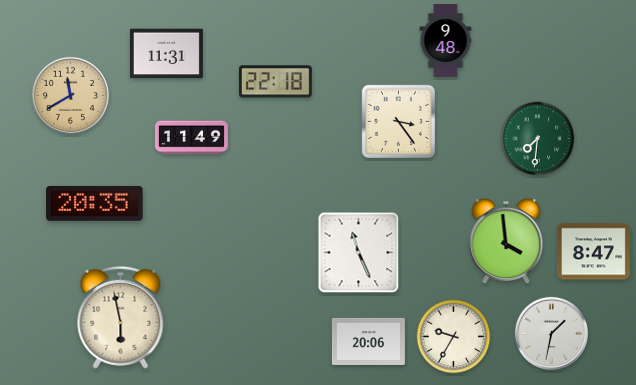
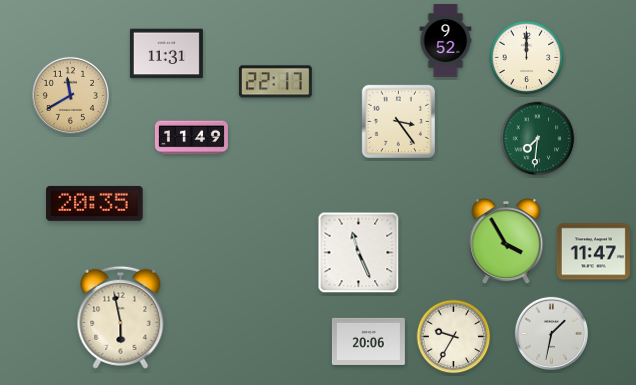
clock at (446, 40): 9:48 -> 9:52
clock at (527, 58): none -> 12:00
clock at (275, 82): 22:18 -> 22:17
clock at (506, 242): 3:59 -> 3:55
clock at (593, 252): 8:47 -> 11:47
